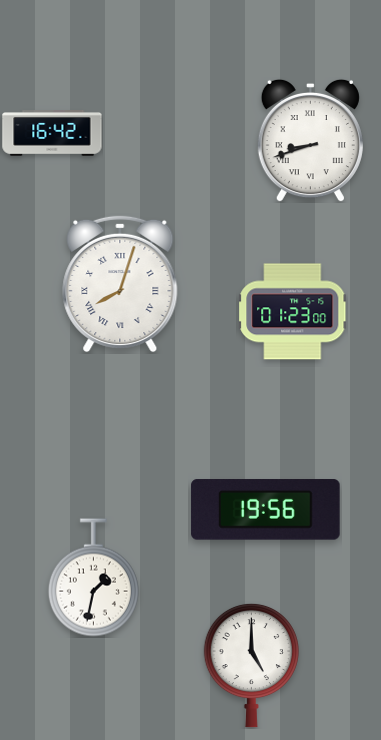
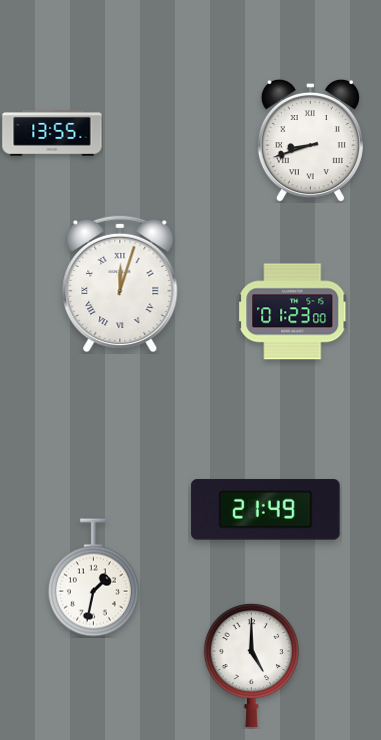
clock at (52, 134): 16:42 -> 13:55
clock at (120, 284): 8:03 -> 12:03
clock at (266, 510): 19:56 -> 21:49
